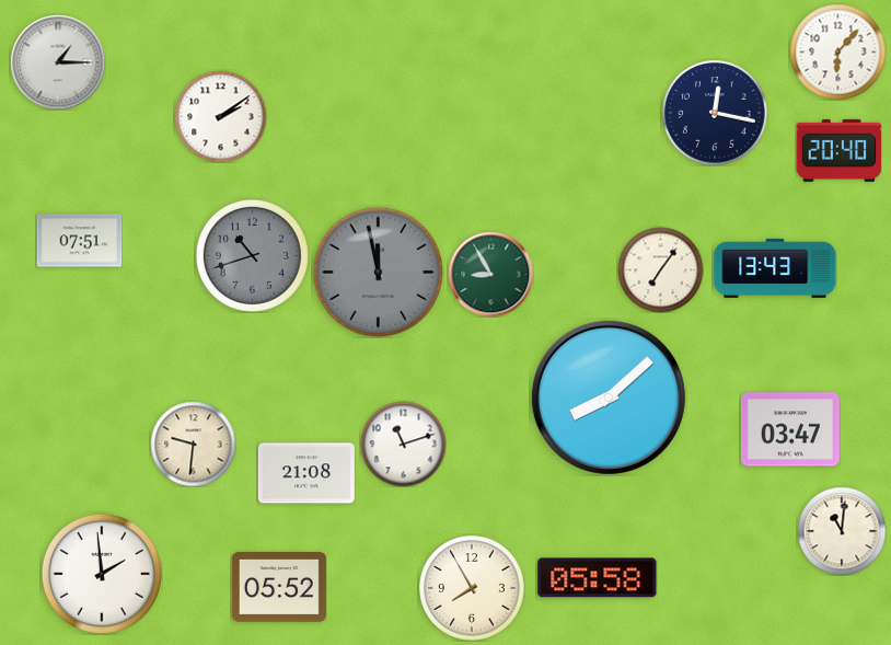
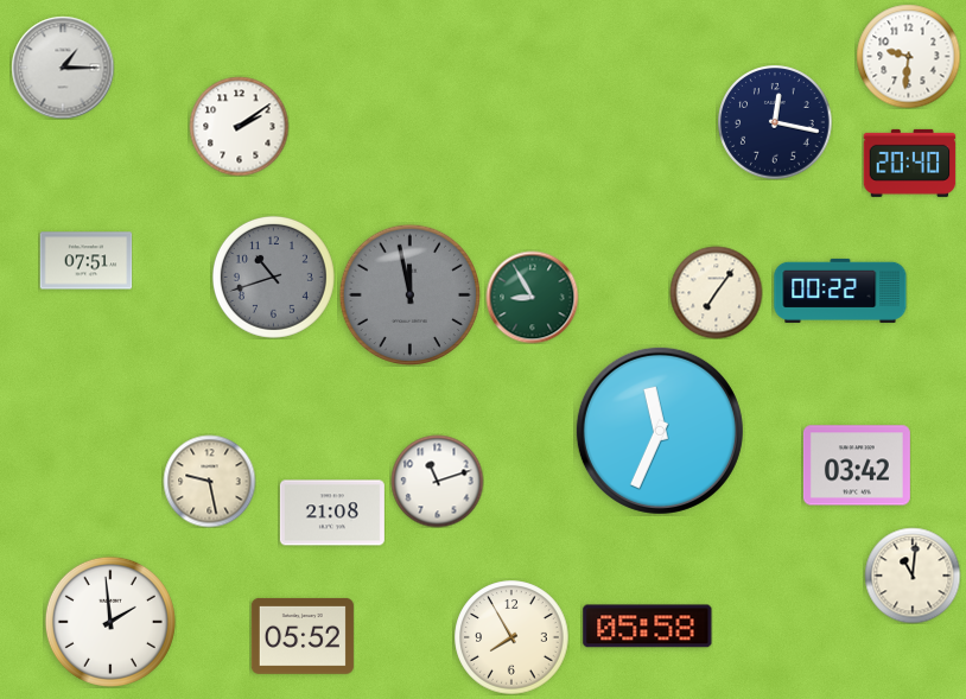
clock at (837, 51): 6:07 -> 9:31
clock at (775, 268): 13:43 -> 00:22
clock at (609, 398): 8:08 -> 11:34
clock at (790, 429): 03:47 -> 03:42
clock at (193, 444): 9:31 -> 9:28
